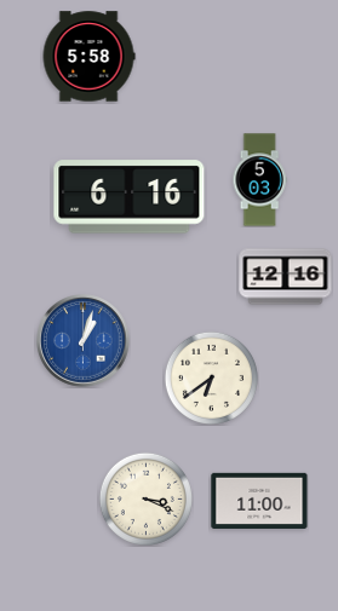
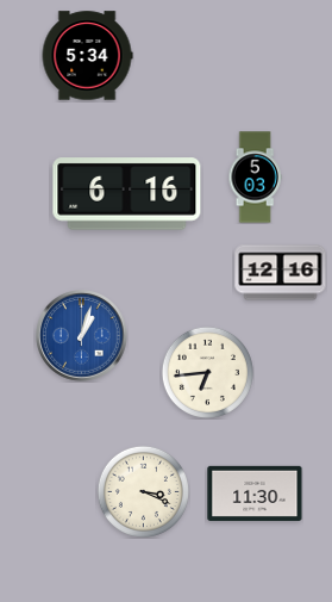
clock at (88, 57): 5:58 -> 5:34
clock at (211, 377): 6:39 -> 6:44
clock at (259, 501): 11:00 -> 11:30
